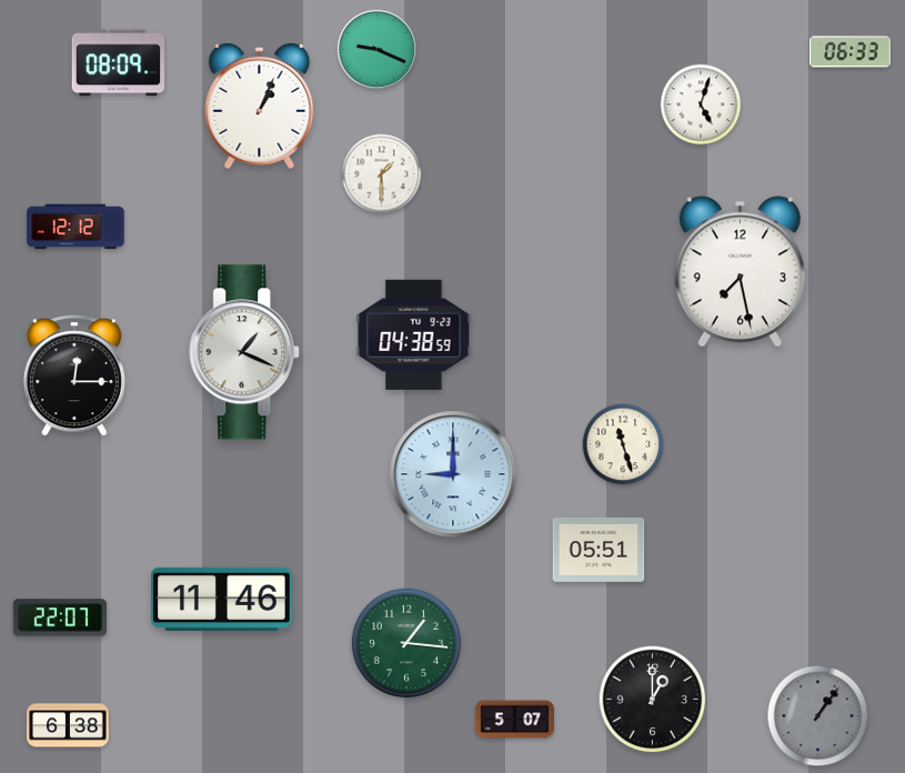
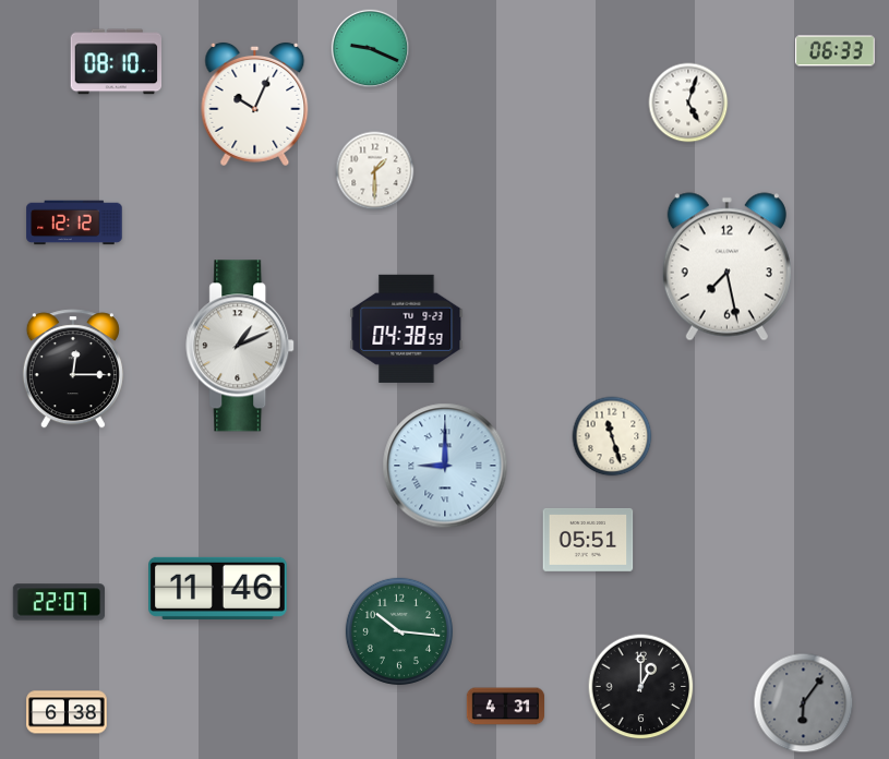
clock at (119, 63): 08:09 -> 08:10
clock at (260, 106): 1:04 -> 10:04
clock at (245, 352): 1:19 -> 1:11
clock at (59, 618) position: (59, 618) -> (58, 602)
clock at (406, 643): 1:16 -> 10:16
clock at (818, 716): 1:06 -> 6:06
clock at (514, 720): 5:07 -> 4:31
